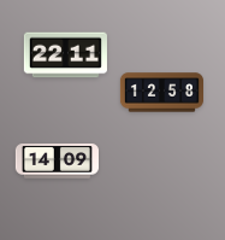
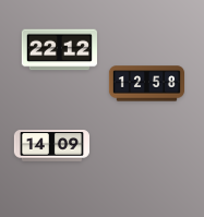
clock at (65, 55): 22:11 -> 22:12
